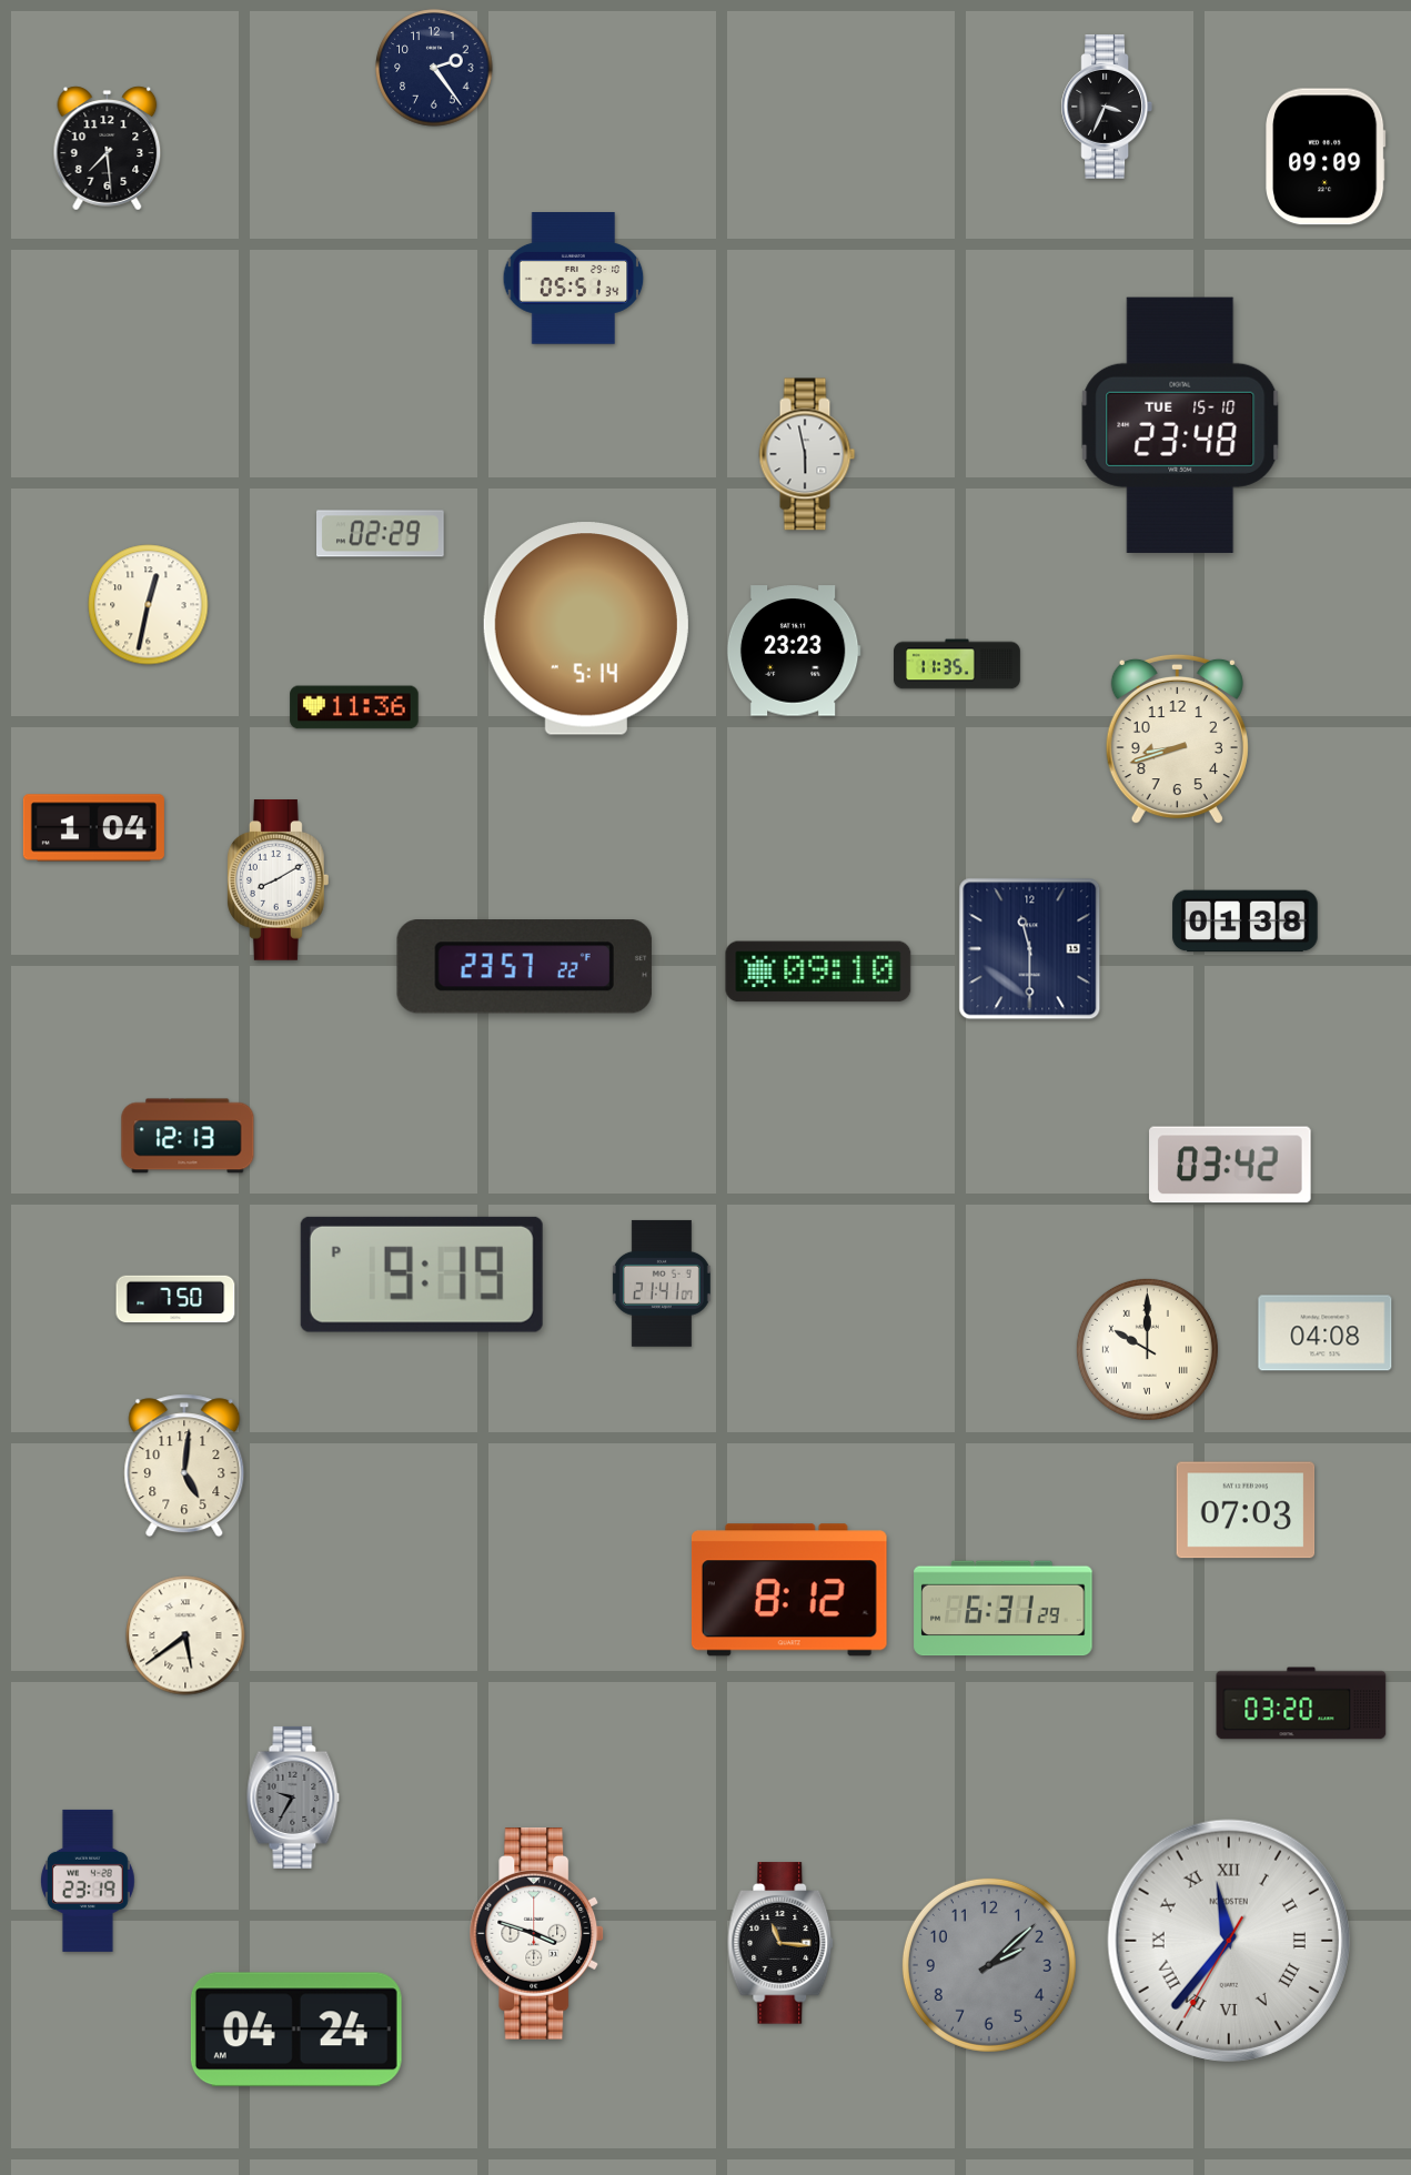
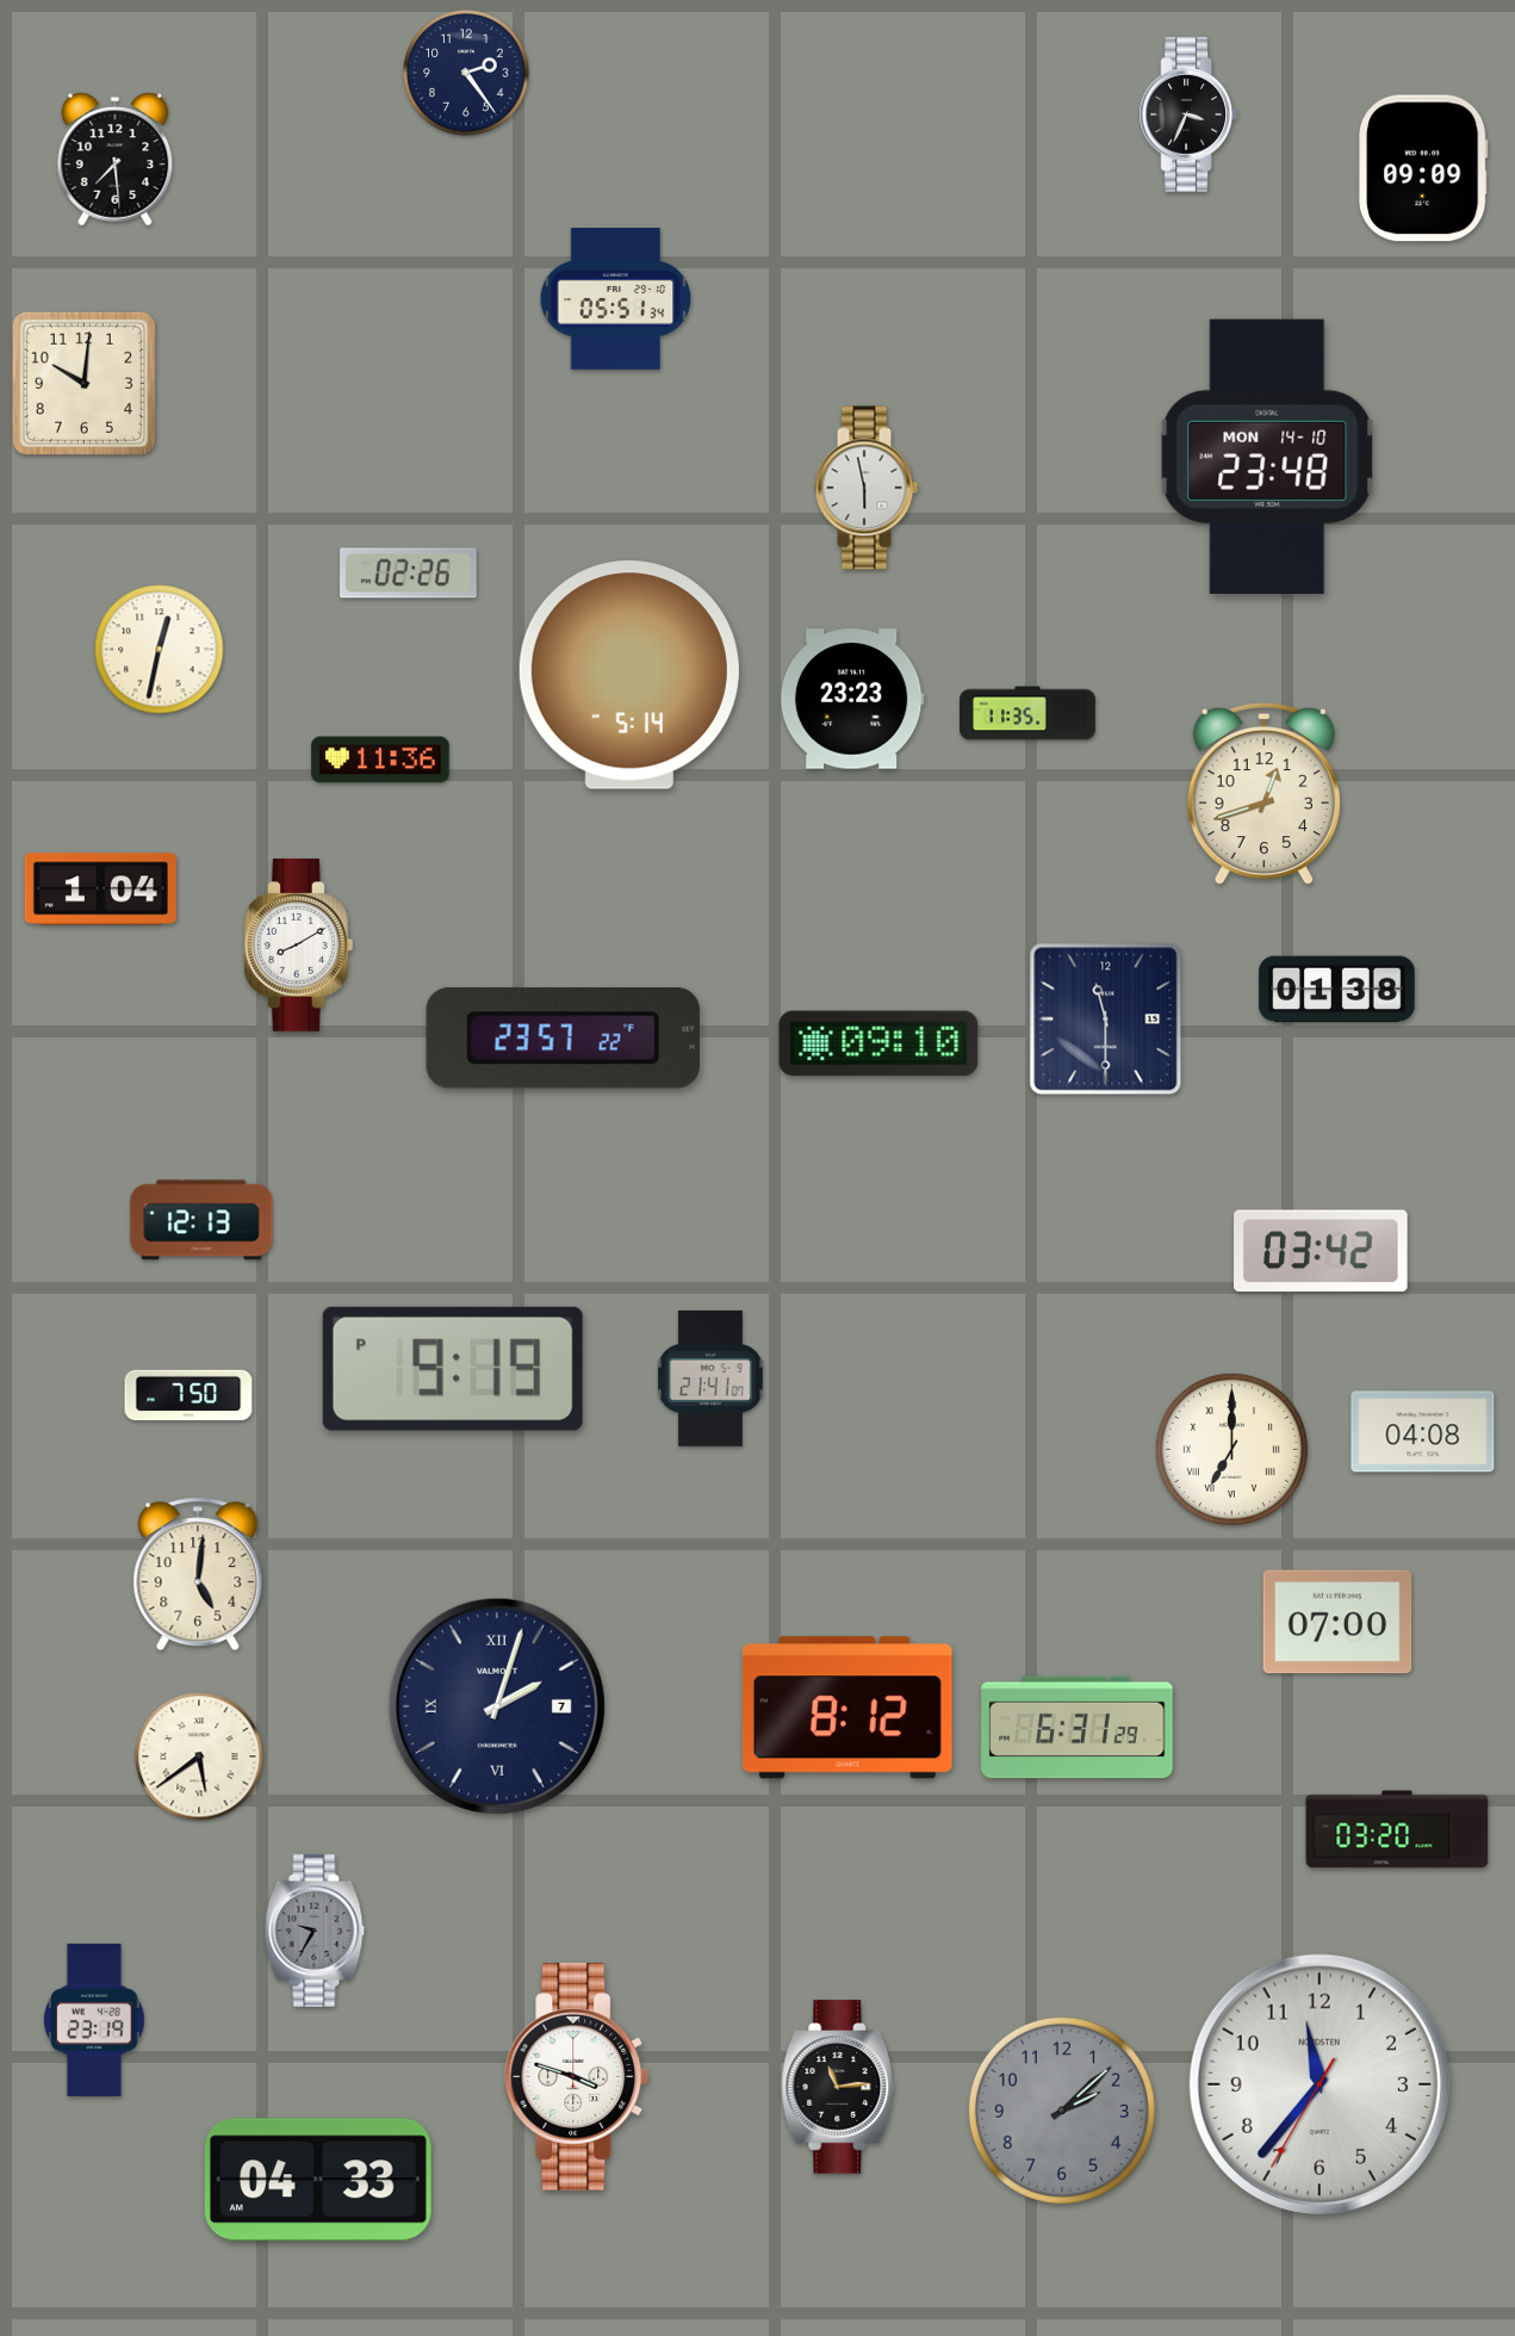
clock at (83, 383): none -> 10:01
clock at (1180, 425) date: TUE 15-10 -> MON 14-10
clock at (381, 534): 02:29 -> 02:26
clock at (1177, 739): 8:42 -> 12:42
clock at (1147, 1349): 10:00 -> 7:00
clock at (1246, 1510): 07:03 -> 07:00
clock at (497, 1706): none -> 2:03
clock at (1229, 1941) numerals: Roman -> Arabic
clock at (780, 1943): 11:16 -> 11:14
clock at (296, 2030): 04:24 -> 04:33
